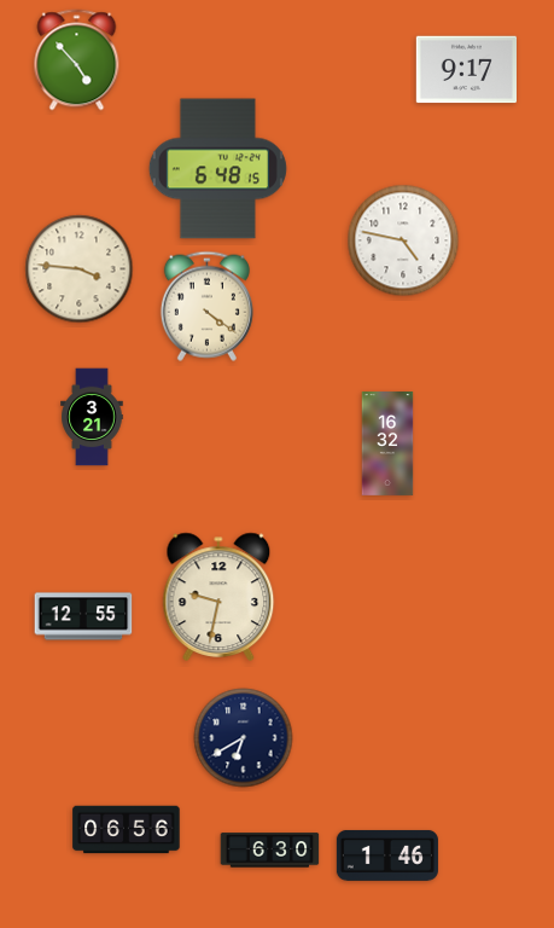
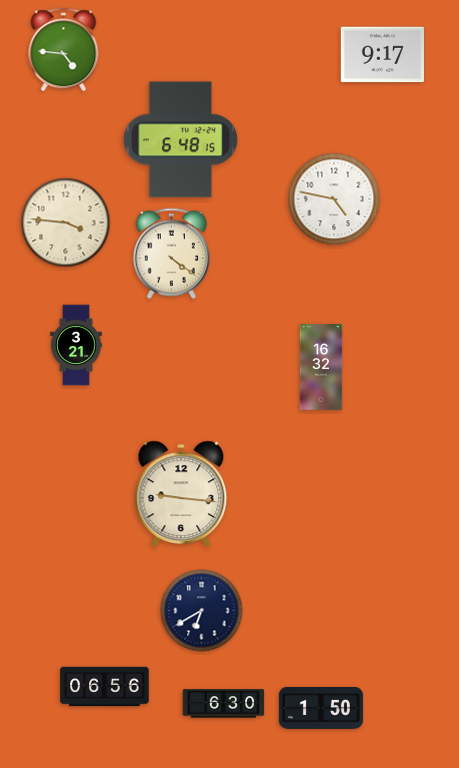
clock at (77, 60): 4:53 -> 4:46
clock at (466, 70) position: (466, 70) -> (382, 55)
clock at (218, 597): 9:32 -> 9:16
clock at (83, 616): 12:55 -> none
clock at (387, 855): 1:46 -> 1:50
